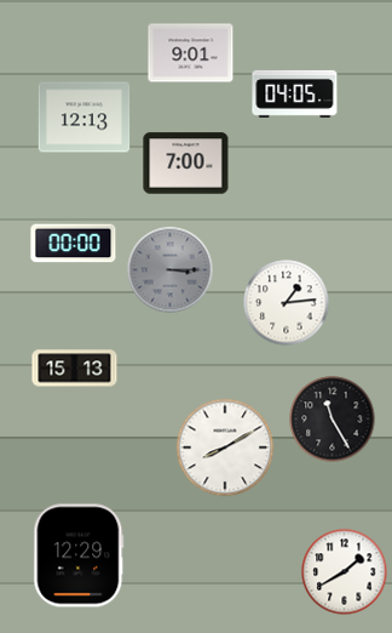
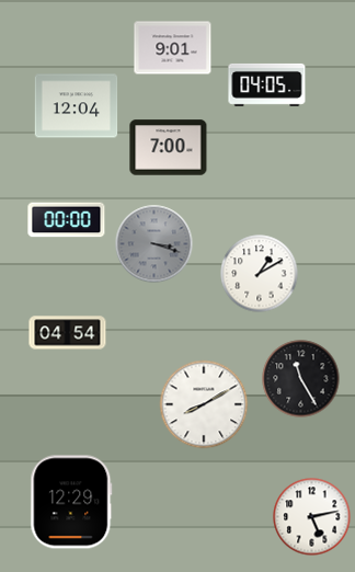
clock at (85, 118): 12:13 -> 12:04
clock at (171, 270): 3:15 -> 3:18
clock at (287, 303): 1:14 -> 1:10
clock at (75, 369): 15:13 -> 04:54
clock at (345, 572): 1:40 -> 5:13
